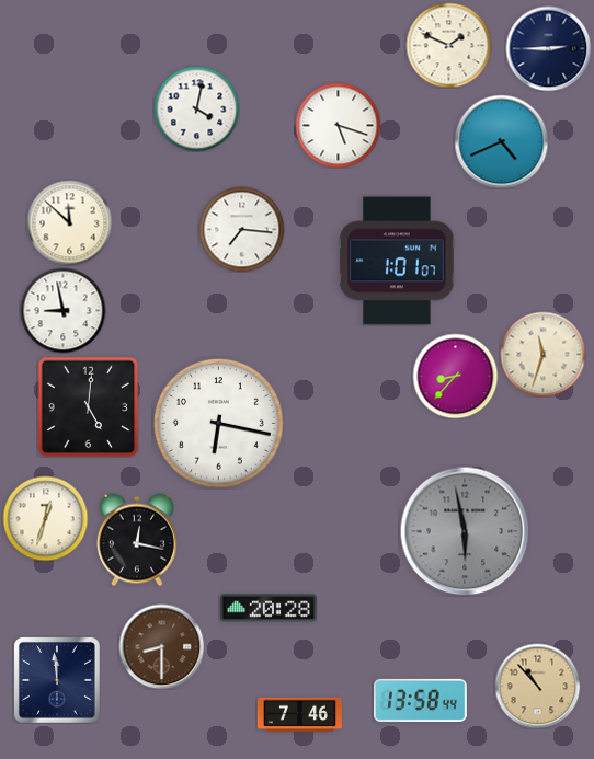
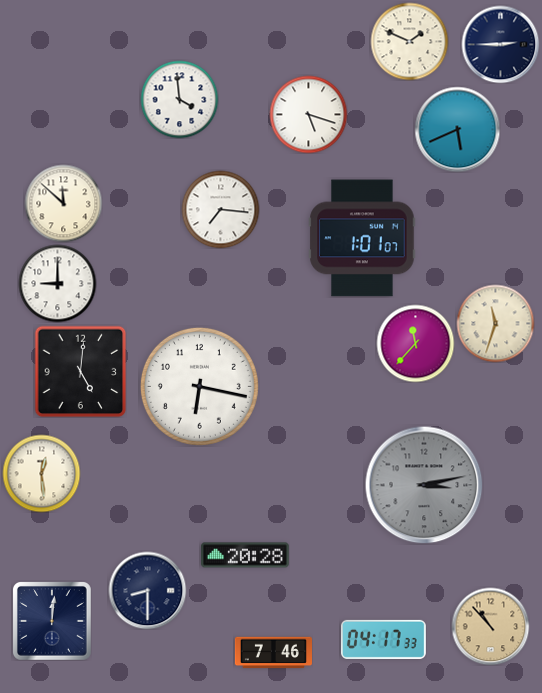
clock at (196, 108): 4:02 -> 3:59
clock at (501, 141): 4:41 -> 5:41
clock at (62, 310): 8:58 -> 9:00
clock at (455, 376): 8:37 -> 11:37
clock at (45, 518): 12:33 -> 12:29
clock at (465, 531): 5:58 -> 3:13
clock at (137, 540): 12:17 -> none
clock at (161, 646) dial: brown -> navy
clock at (57, 680): 11:59 -> 12:01
clock at (421, 700): 13:58 -> 04:17
